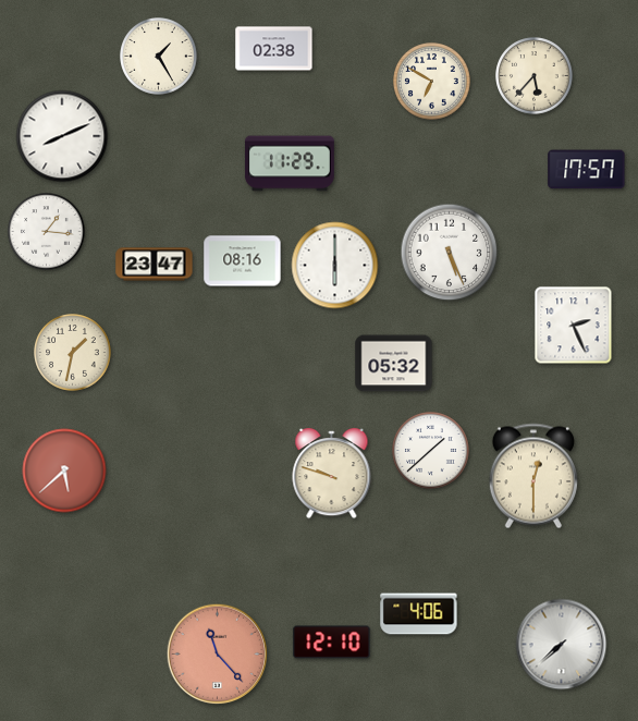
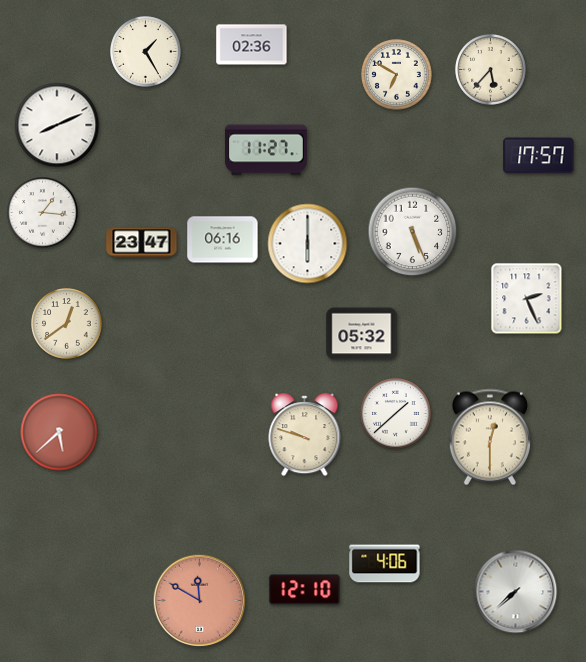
clock at (274, 49): 02:38 -> 02:36
clock at (290, 163): 11:29 -> 11:27
clock at (243, 261): 08:16 -> 06:16
clock at (73, 353): 1:32 -> 12:39
clock at (218, 655): 11:23 -> 11:50
